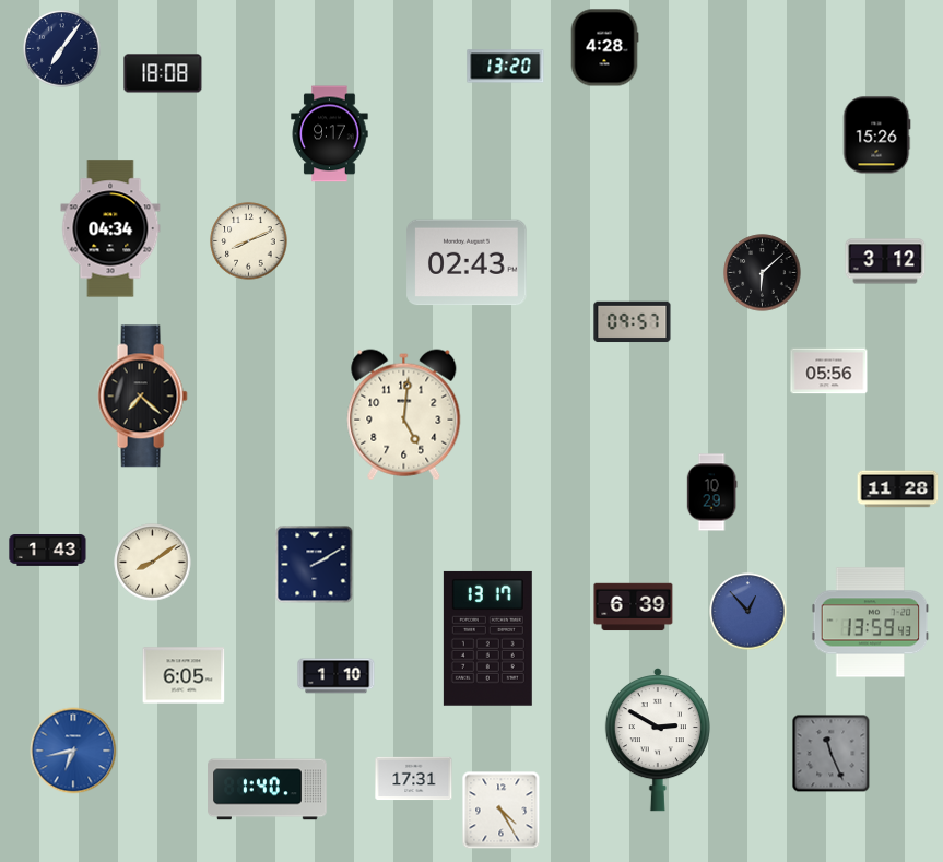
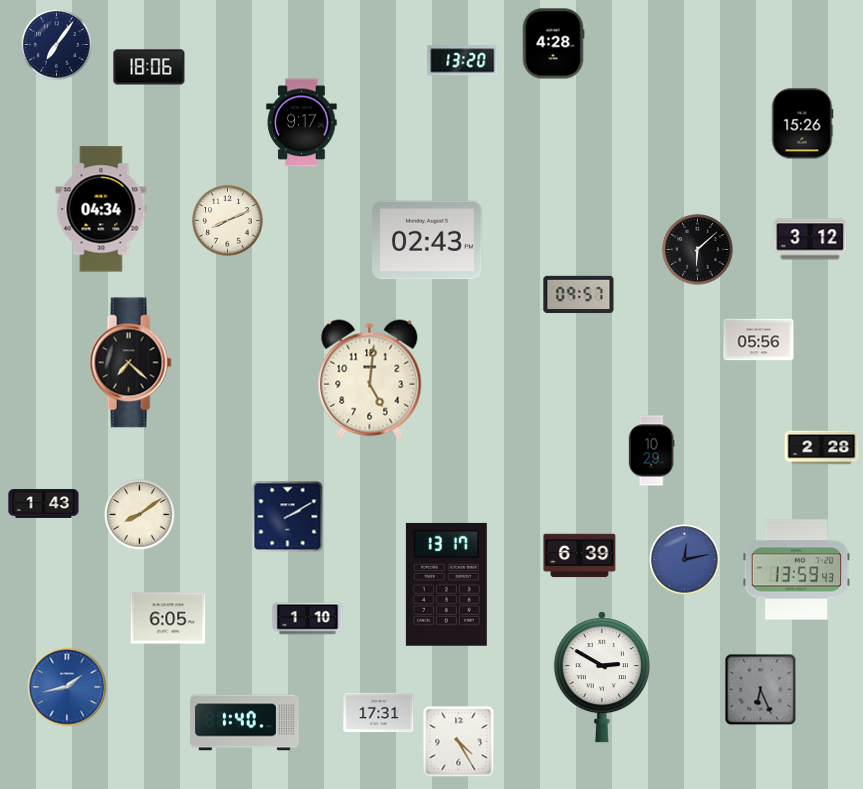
clock at (163, 73): 18:08 -> 18:06
clock at (898, 489): 11:28 -> 2:28
clock at (748, 612): 12:53 -> 12:13
clock at (73, 751): 6:43 -> 1:43
clock at (832, 754): 11:26 -> 6:26
